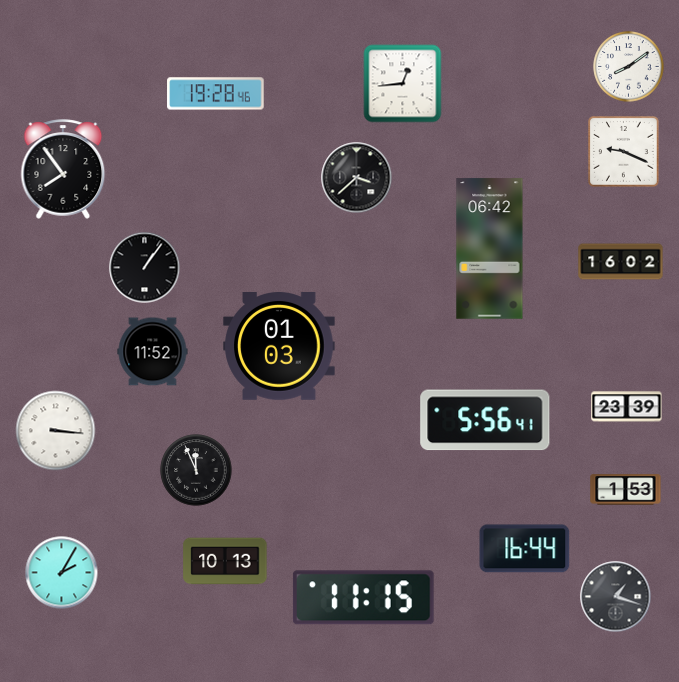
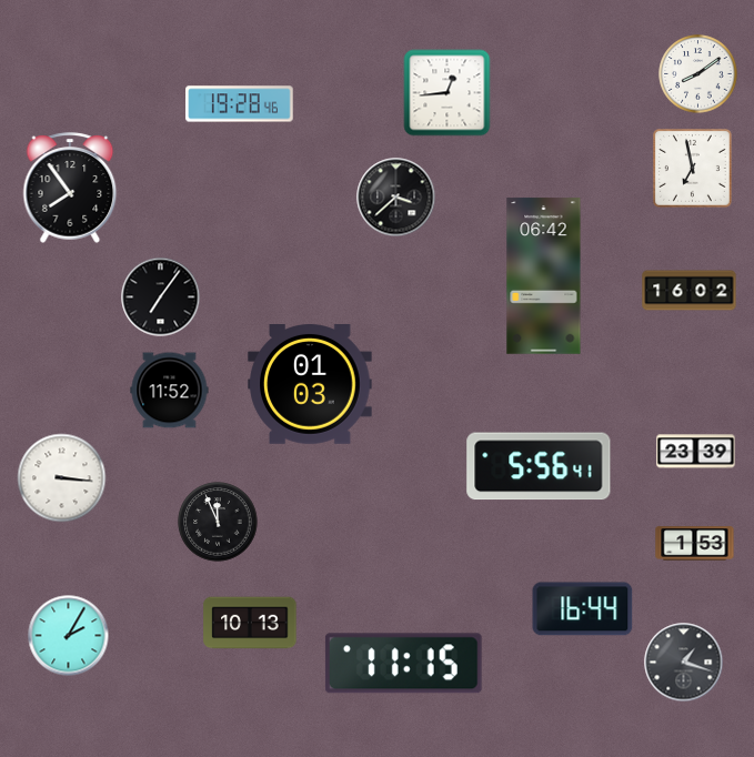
clock at (624, 152): 9:19 -> 6:58
clock at (145, 268): 1:06 -> 7:06
